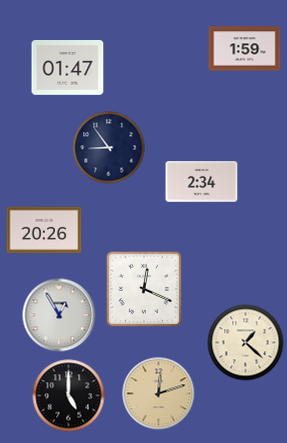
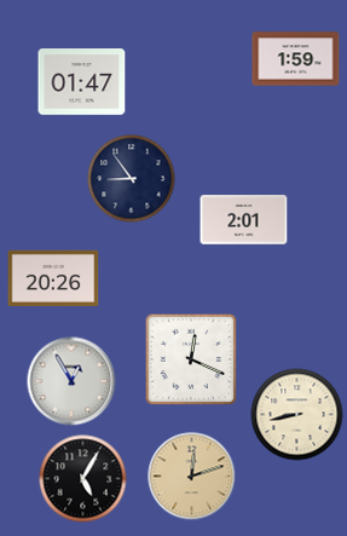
clock at (202, 182): 2:34 -> 2:01
clock at (144, 289) position: (144, 289) -> (191, 359)
clock at (246, 343): 1:22 -> 8:43
clock at (69, 396): 5:00 -> 5:05
